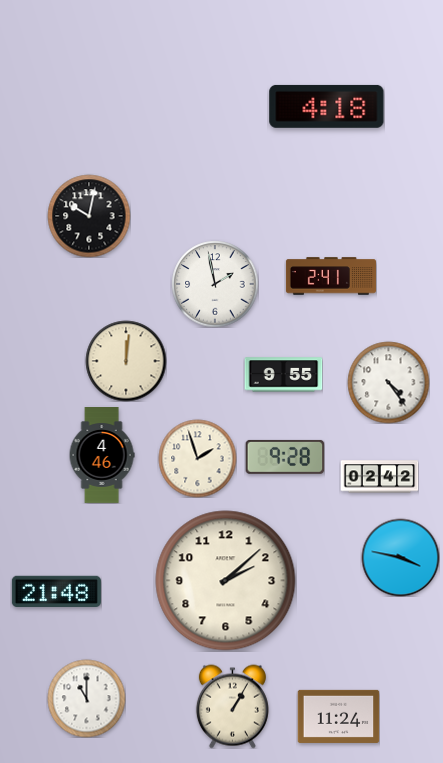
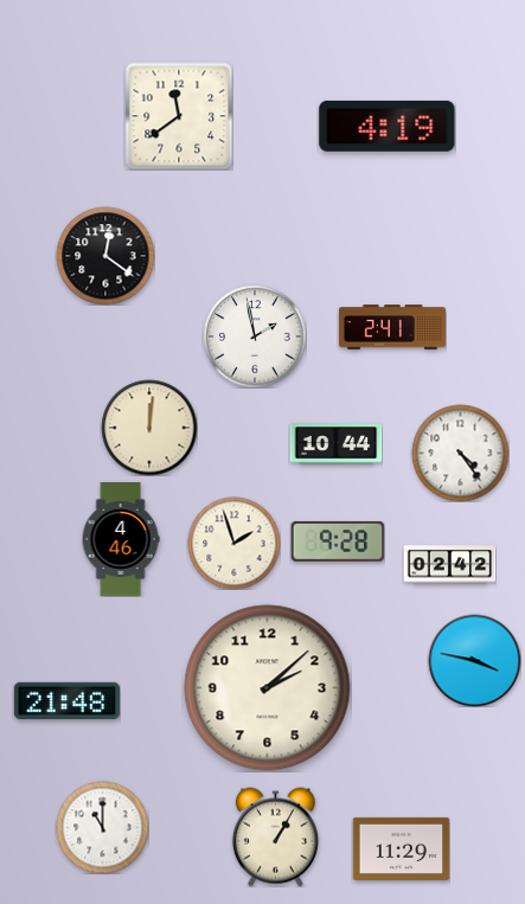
clock at (179, 116): none -> 11:39
clock at (327, 106): 4:18 -> 4:19
clock at (89, 216): 10:02 -> 12:21
clock at (283, 375): 9:55 -> 10:44
clock at (338, 716): 11:24 -> 11:29
